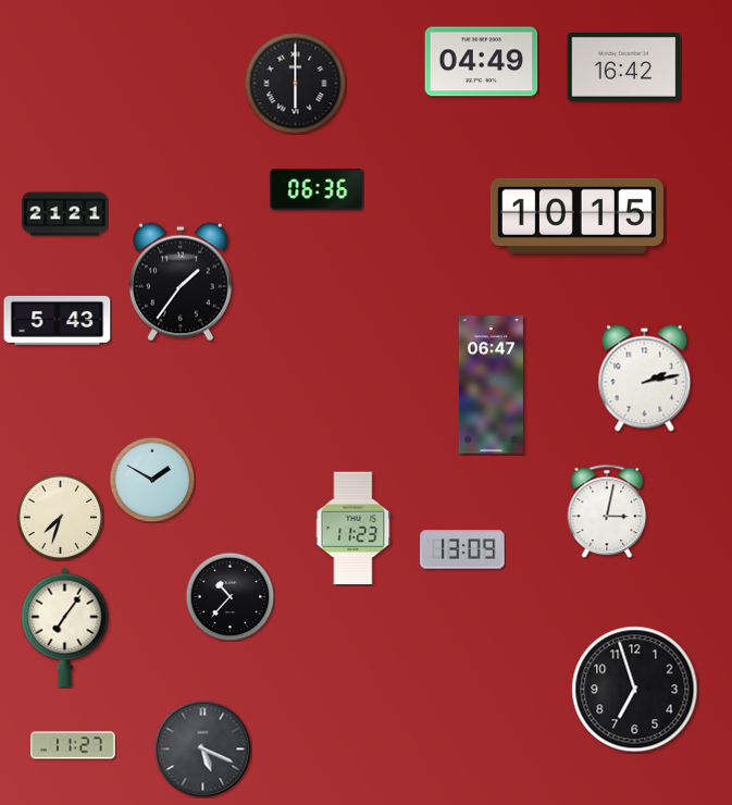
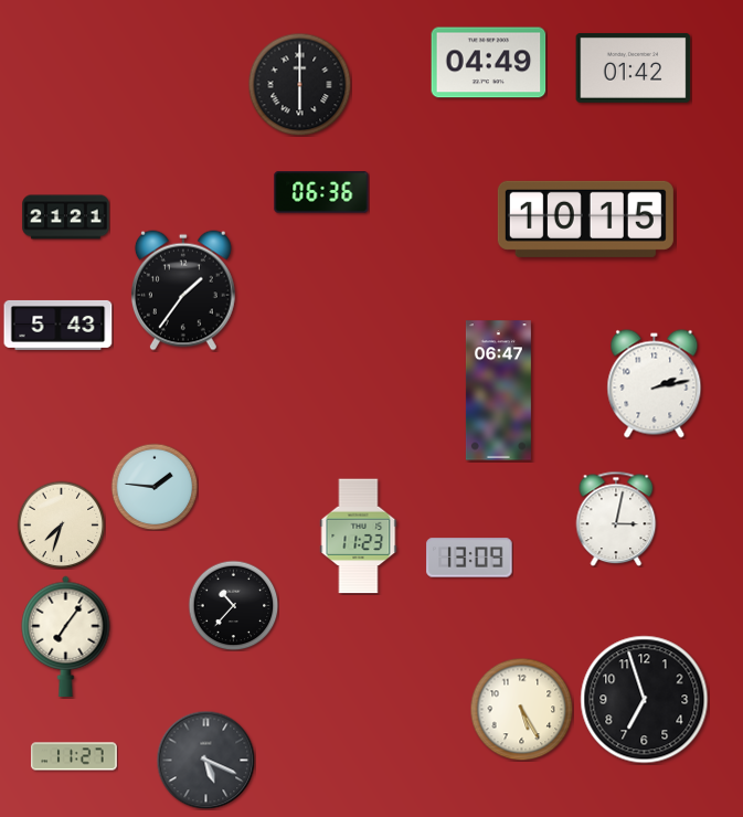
clock at (624, 67): 16:42 -> 01:42
clock at (181, 282) position: (181, 282) -> (183, 290)
clock at (152, 480): 1:50 -> 1:46
clock at (521, 709): none -> 5:25
